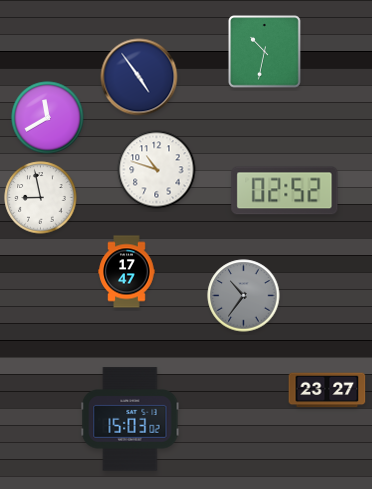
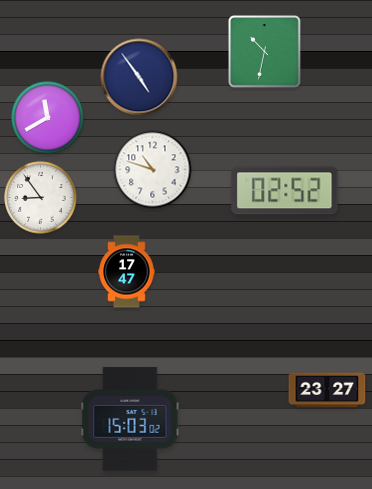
clock at (157, 170) position: (157, 170) -> (153, 170)
clock at (41, 198): 8:58 -> 8:54
clock at (244, 296): 10:36 -> none
